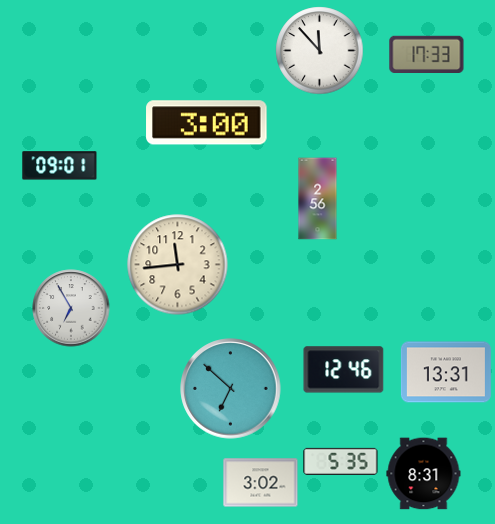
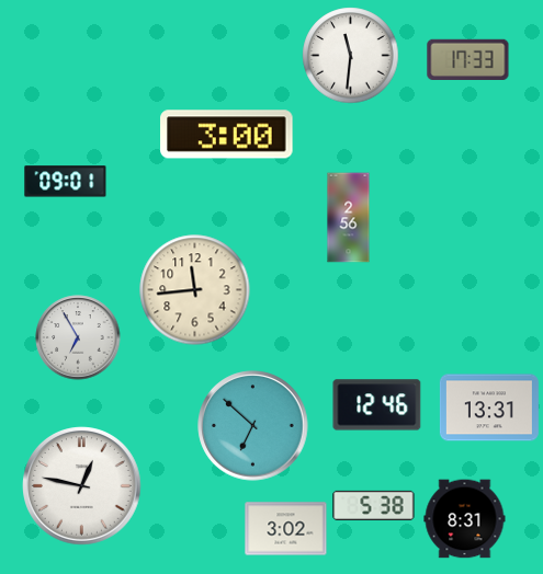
clock at (320, 51): 11:53 -> 11:31
clock at (82, 486): none -> 12:47
clock at (341, 461): 5:35 -> 5:38
